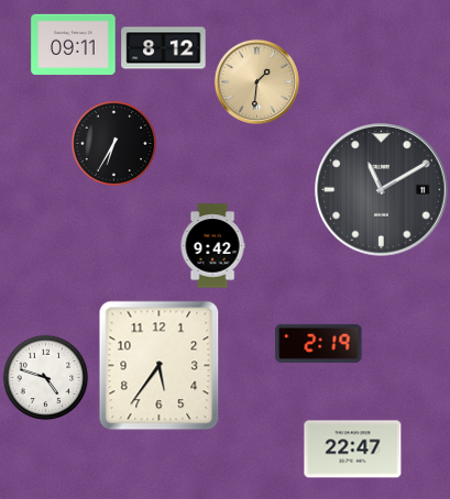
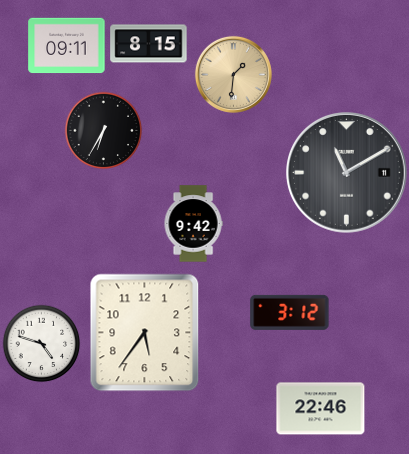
clock at (74, 45) position: (74, 45) -> (67, 46)
clock at (164, 48): 8:12 -> 8:15
clock at (319, 343): 2:19 -> 3:12
clock at (353, 450): 22:47 -> 22:46
